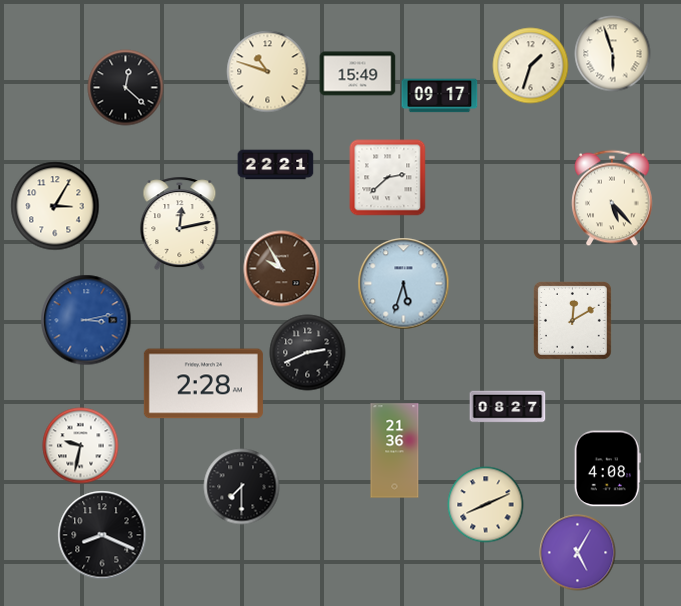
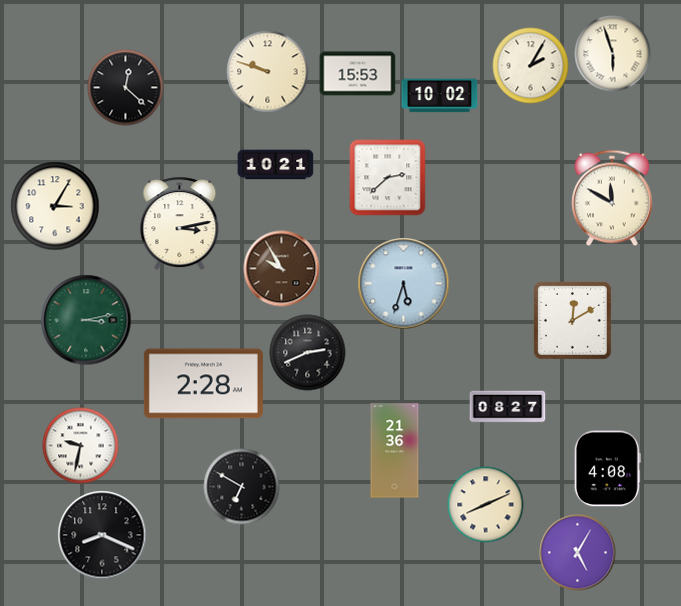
clock at (531, 66): 1:33 -> 2:05
clock at (268, 72): 10:48 -> 9:48
clock at (358, 74): 15:49 -> 15:53
clock at (440, 96): 09:17 -> 10:02
clock at (276, 165): 22:21 -> 10:21
clock at (612, 198): 5:23 -> 11:50
clock at (180, 224): 12:13 -> 3:13
clock at (86, 320) dial: blue -> green
clock at (242, 487): 7:30 -> 6:50
